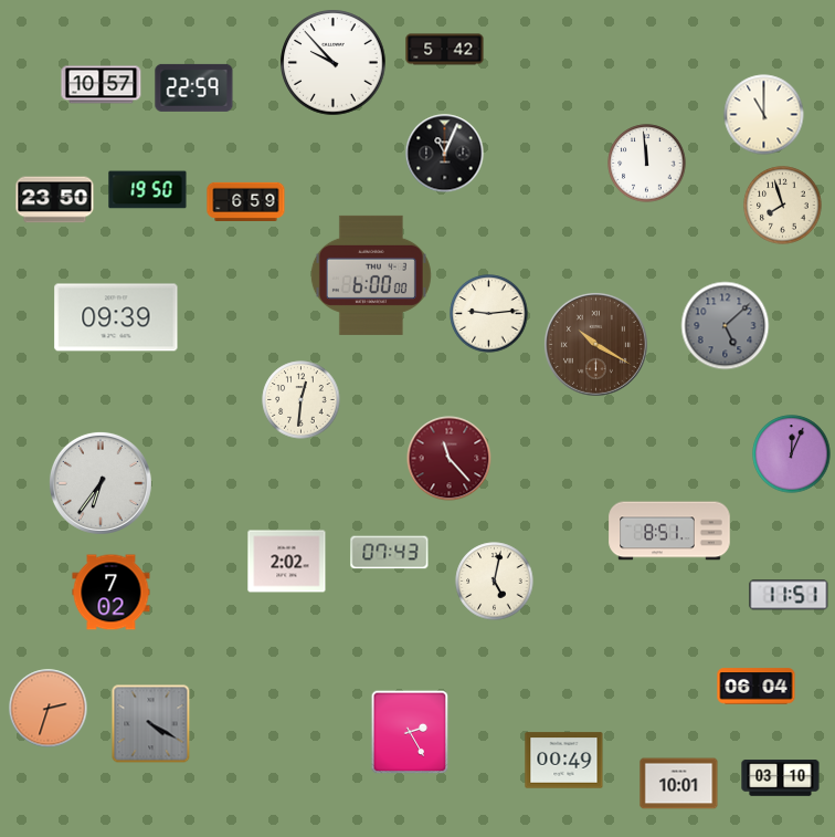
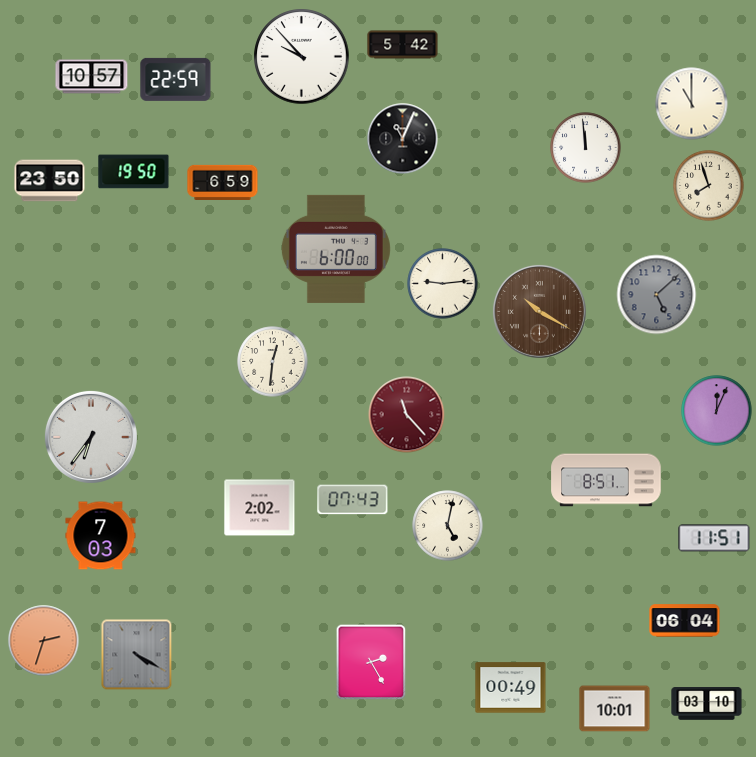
clock at (116, 317): 09:39 -> none
clock at (112, 593): 7:02 -> 7:03
